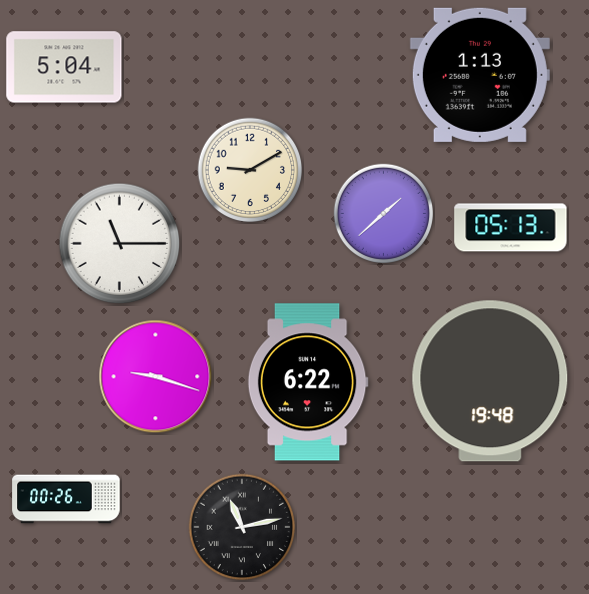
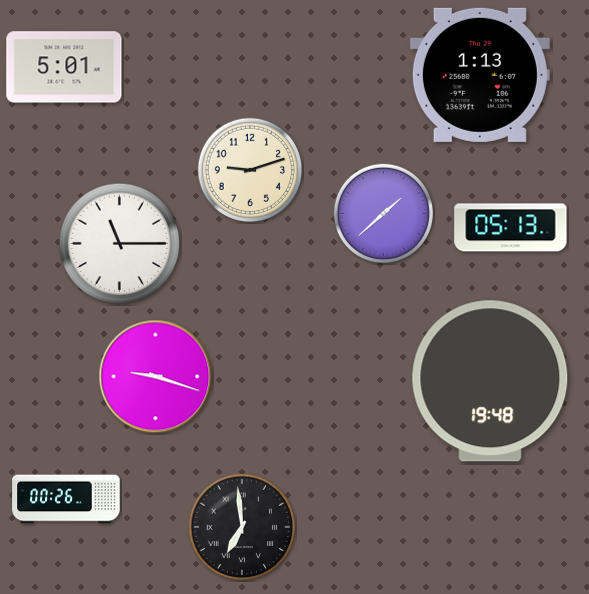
clock at (64, 67): 5:04 -> 5:01
clock at (250, 170): 9:10 -> 9:12
clock at (308, 382): 6:22 -> none
clock at (242, 527): 11:13 -> 6:59
